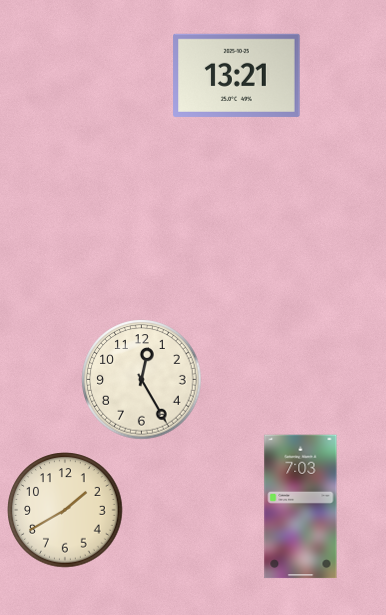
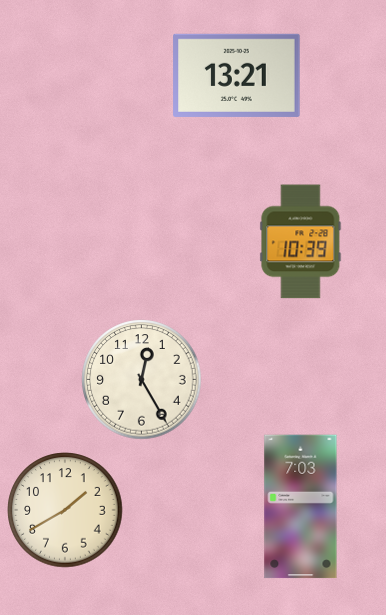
clock at (301, 242): none -> 10:39
